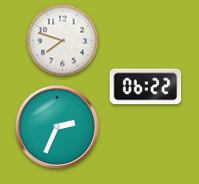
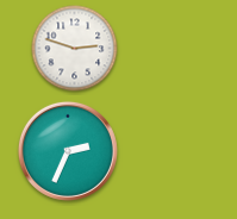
clock at (63, 41): 7:48 -> 2:48
clock at (146, 87): 06:22 -> none
